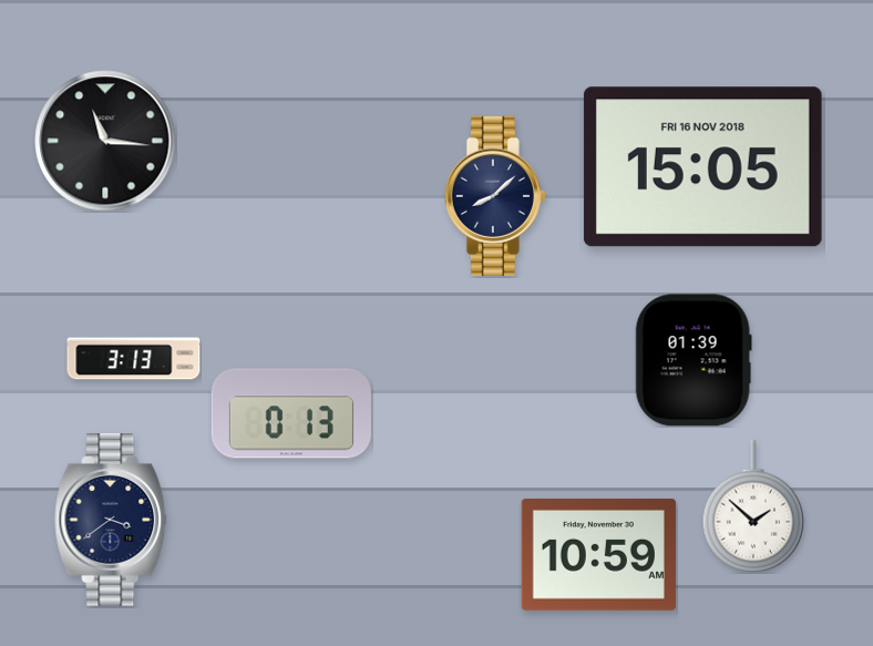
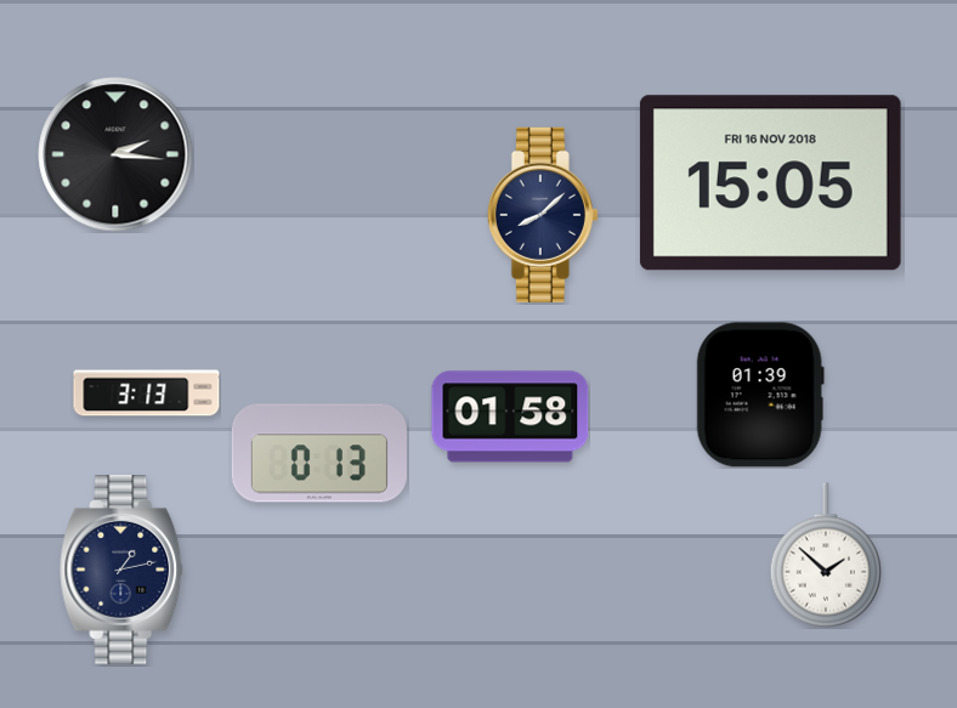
clock at (105, 141): 11:16 -> 2:16
clock at (510, 417): none -> 01:58
clock at (112, 521): 3:39 -> 1:13
clock at (598, 554): 10:59 -> none
